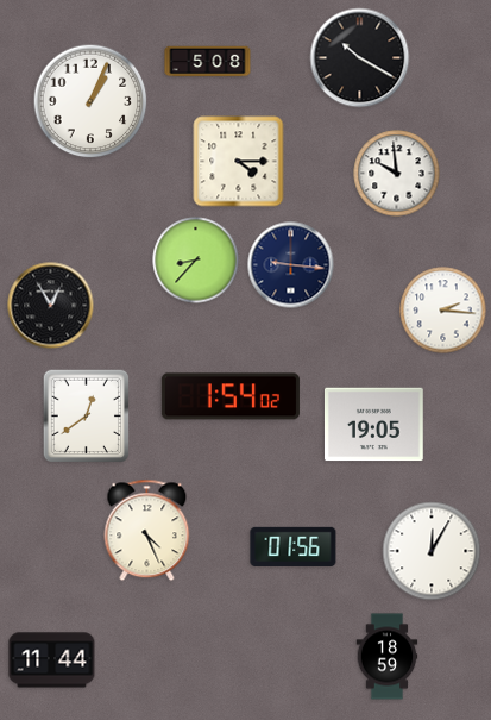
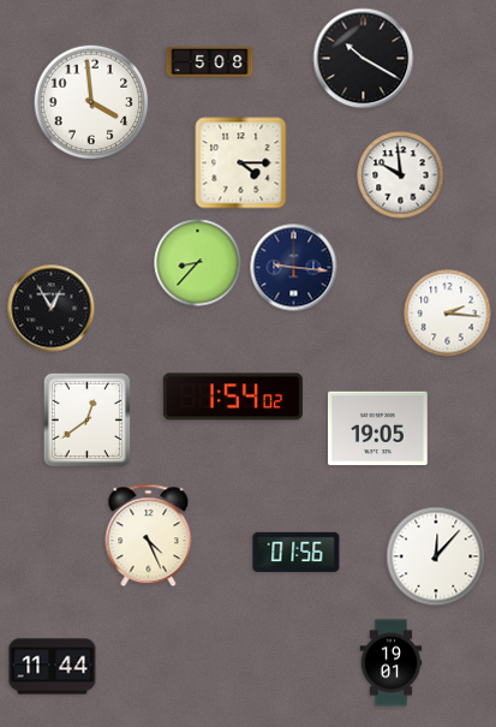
clock at (90, 101): 1:04 -> 3:59
clock at (231, 396) position: (231, 396) -> (233, 397)
clock at (432, 551): 12:05 -> 12:07
clock at (388, 657): 18:59 -> 19:01
